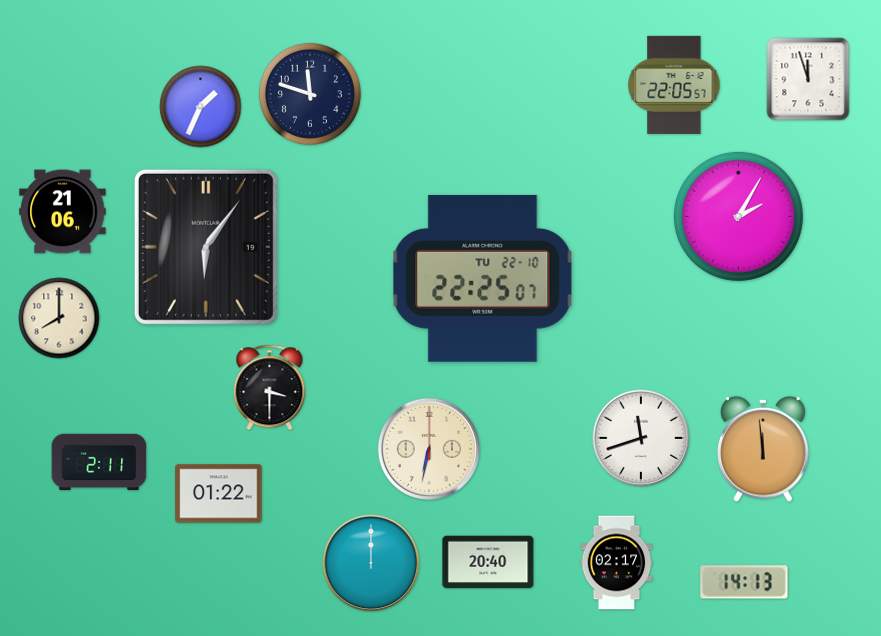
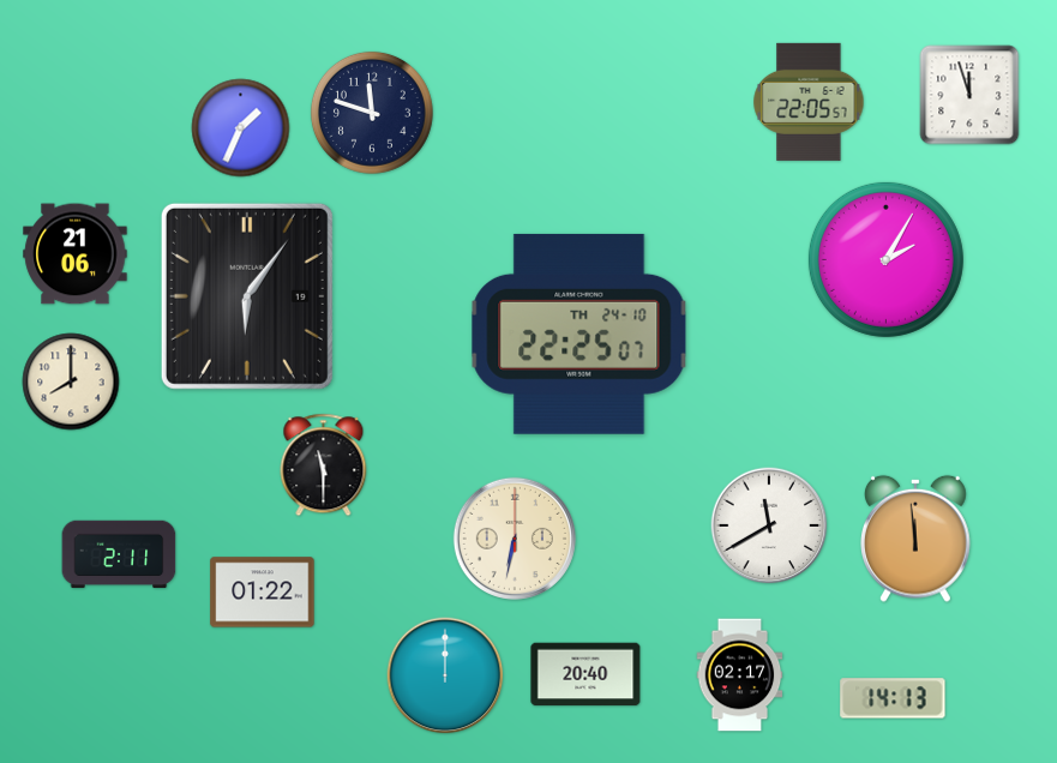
clock at (483, 278) date: TU 22-10 -> TH 24-10
clock at (270, 388): 3:30 -> 11:30
clock at (641, 438): 11:42 -> 11:40
